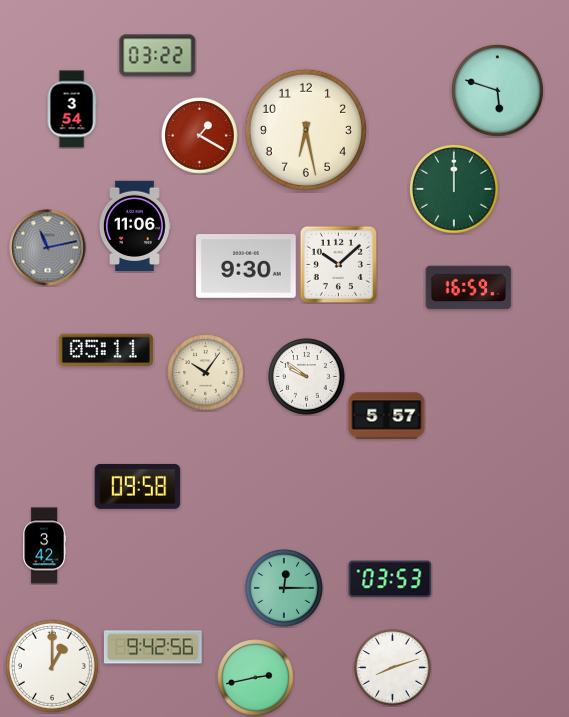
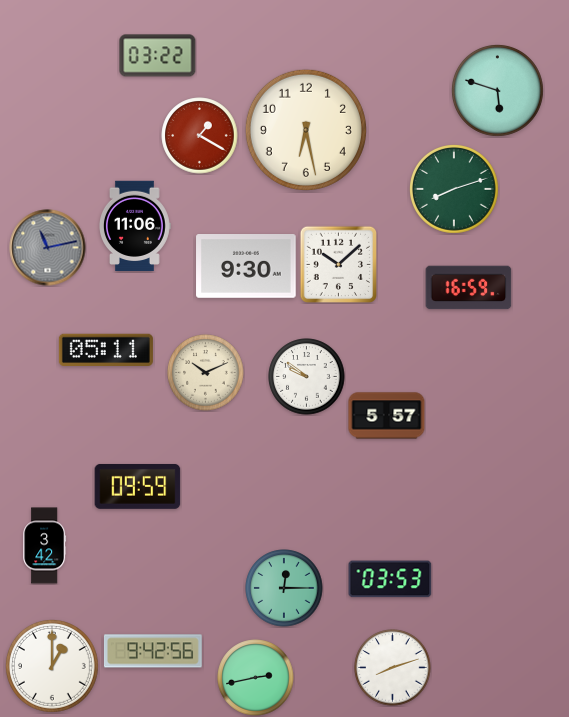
clock at (72, 109): 3:54 -> none
clock at (455, 190): 12:00 -> 8:12
clock at (206, 373): 10:06 -> 10:11
clock at (138, 487): 09:58 -> 09:59
clock at (153, 647) position: (153, 647) -> (153, 651)
